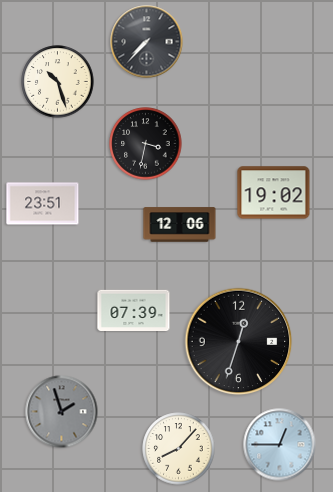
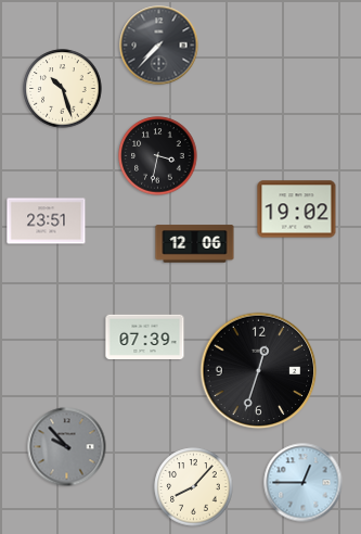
clock at (62, 412): 1:57 -> 9:53
